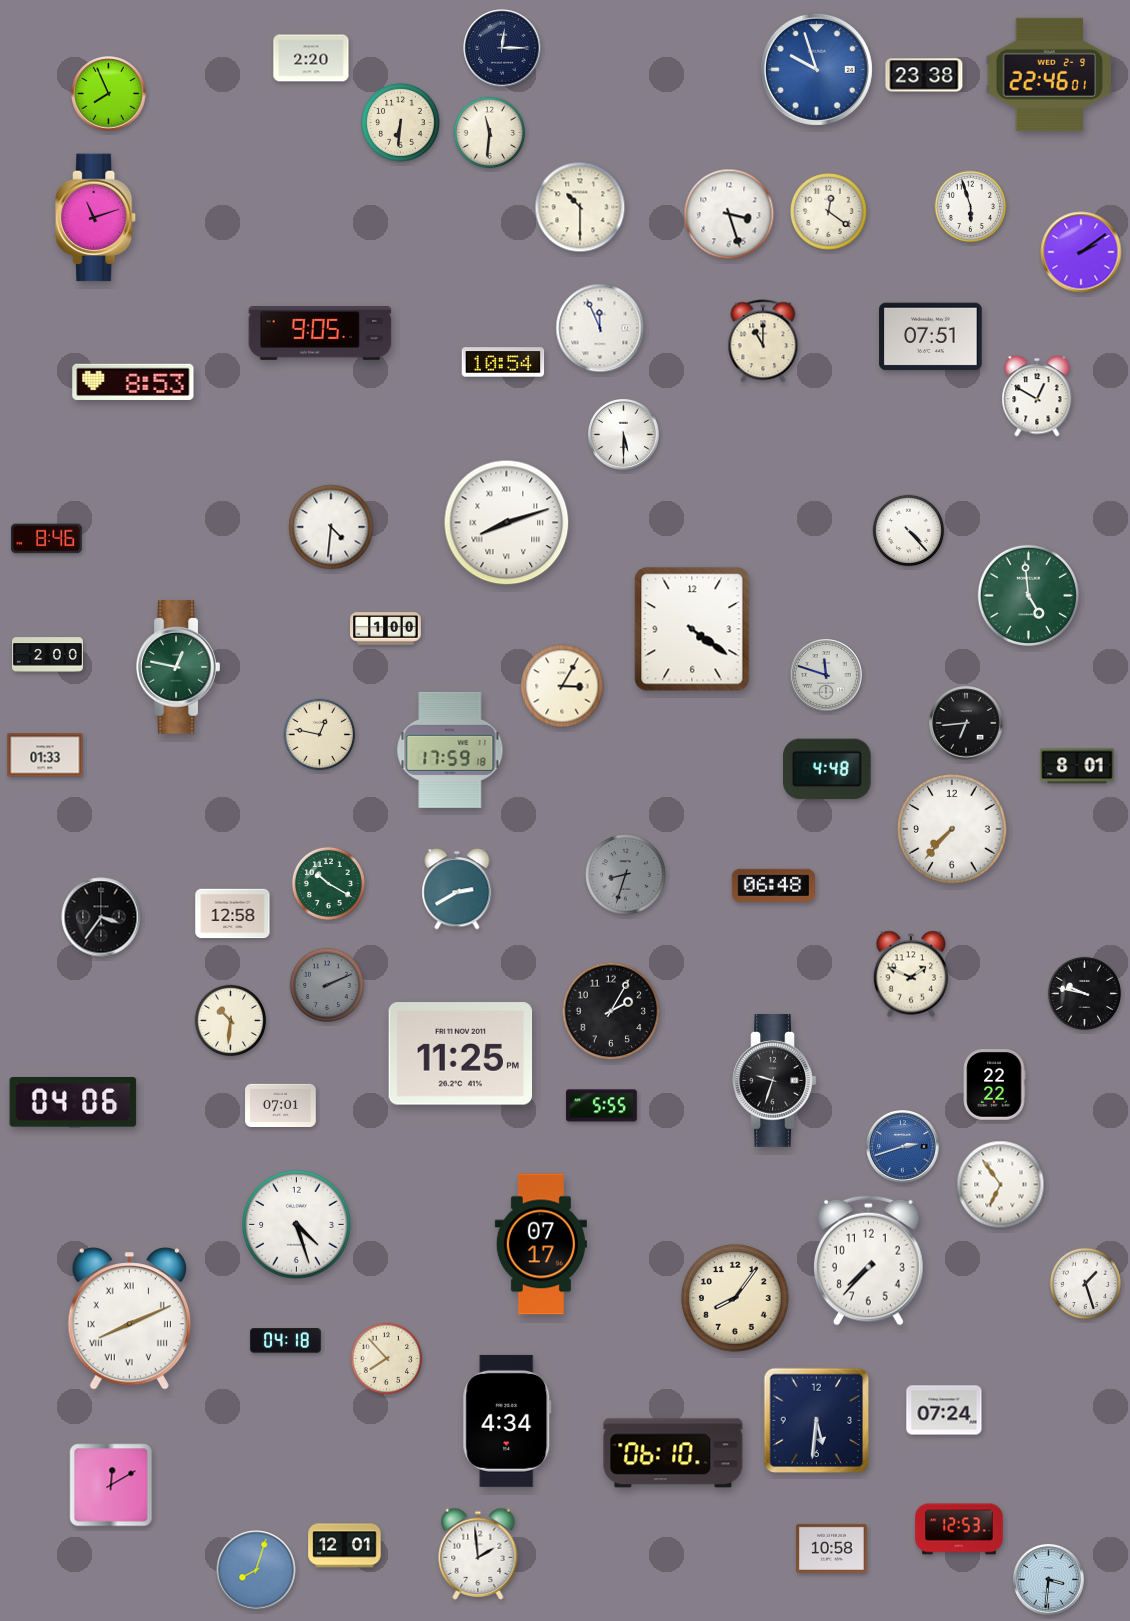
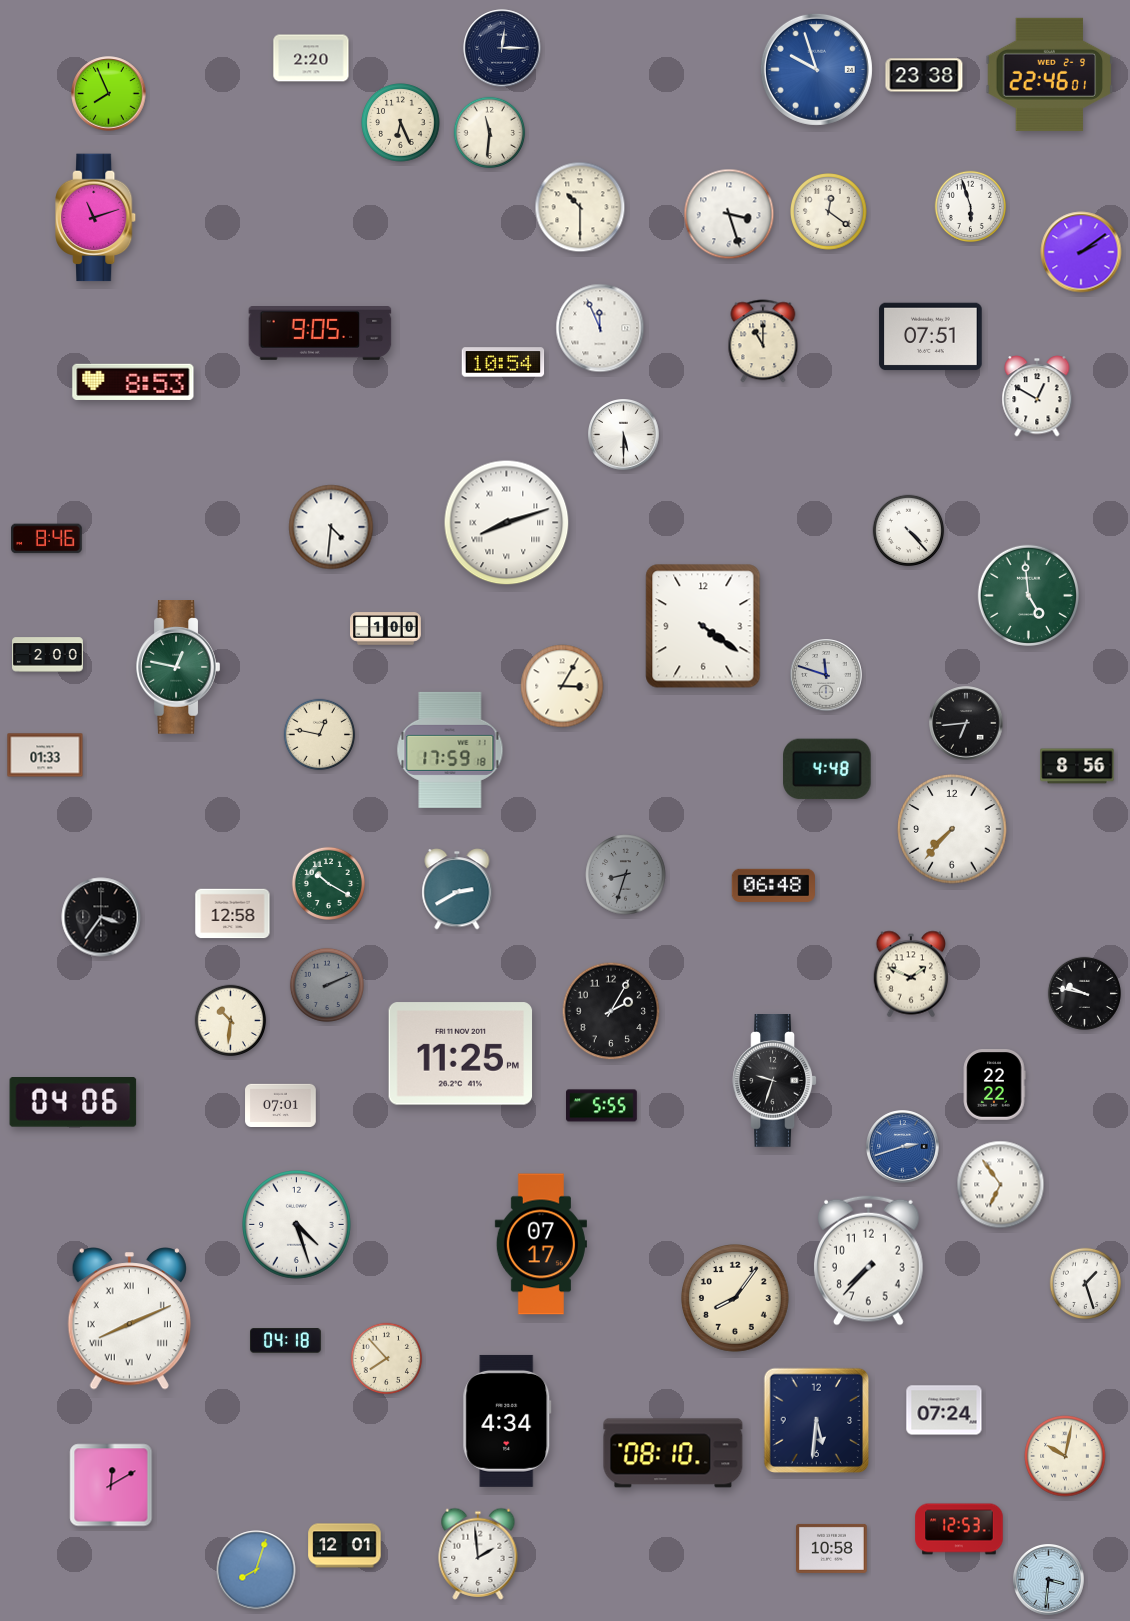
clock at (401, 123): 6:31 -> 6:26
clock at (692, 629) position: (692, 629) -> (703, 626)
clock at (1077, 766): 8:01 -> 8:56
clock at (673, 1453): 06:10 -> 08:10
clock at (1065, 1456): none -> 10:02
